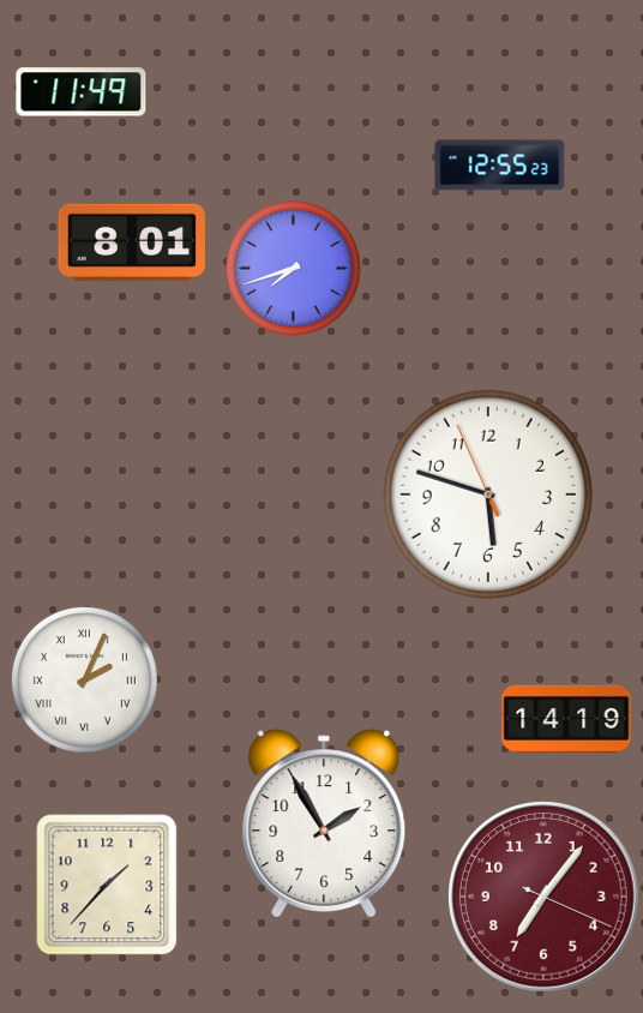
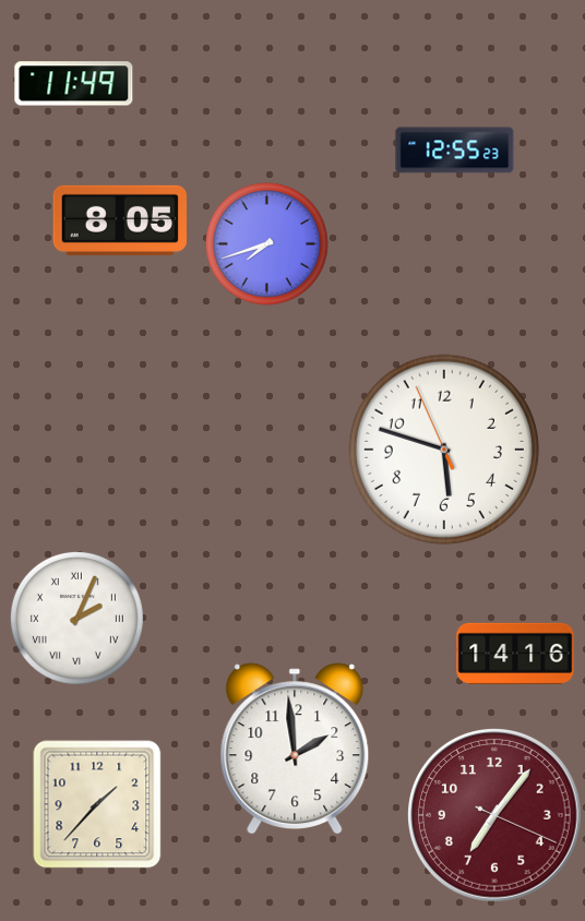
clock at (132, 242): 8:01 -> 8:05
clock at (566, 719): 14:19 -> 14:16
clock at (324, 822): 1:55 -> 1:59
